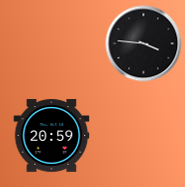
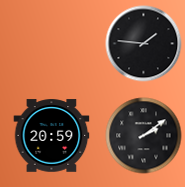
clock at (144, 44): 3:46 -> 1:46
clock at (144, 136): none -> 2:09
